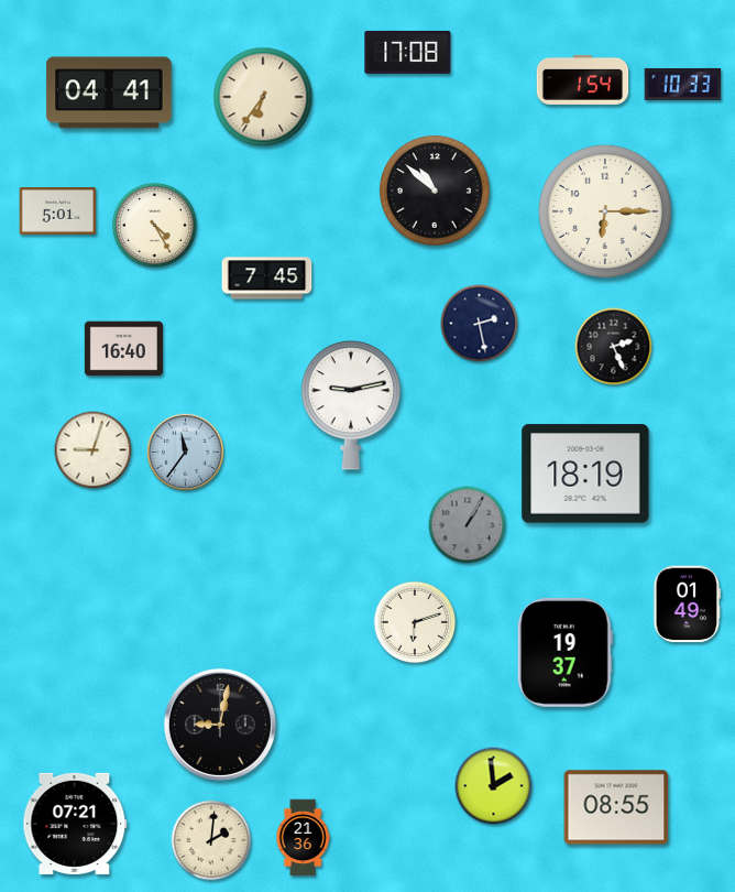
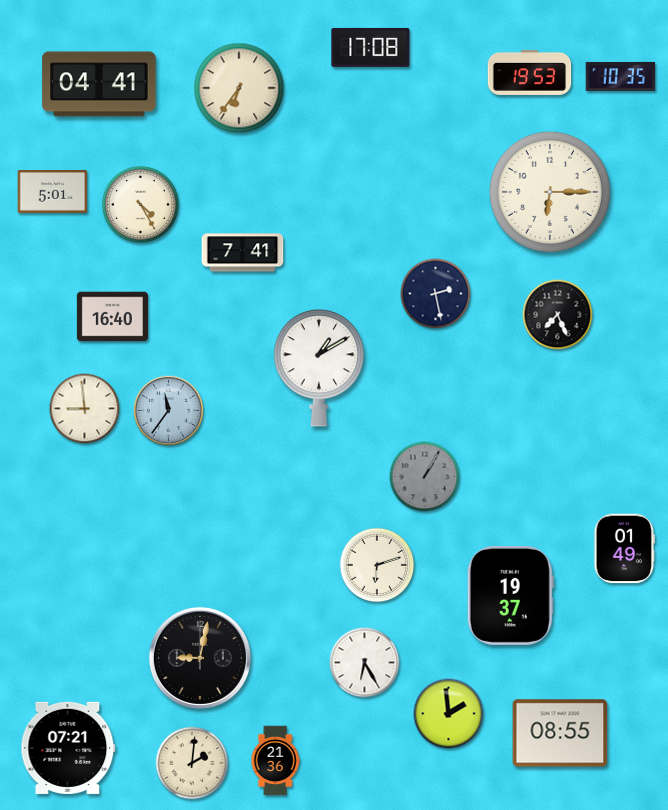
clock at (583, 79): 1:54 -> 19:53
clock at (683, 84): 10:33 -> 10:35
clock at (435, 191): 10:52 -> none
clock at (267, 279): 7:45 -> 7:41
clock at (614, 347): 2:26 -> 7:26
clock at (350, 405): 9:13 -> 1:10
clock at (94, 450): 9:03 -> 8:59
clock at (585, 474): 18:19 -> none
clock at (564, 652) position: (564, 652) -> (510, 595)
clock at (365, 663): none -> 6:25
